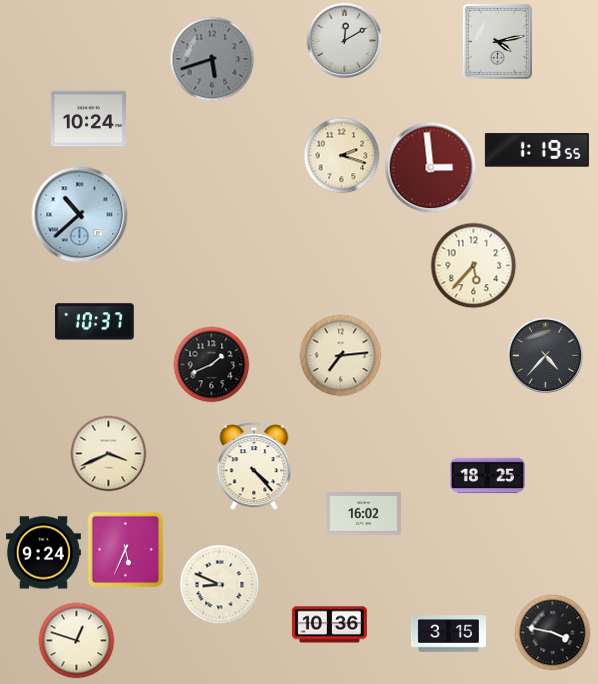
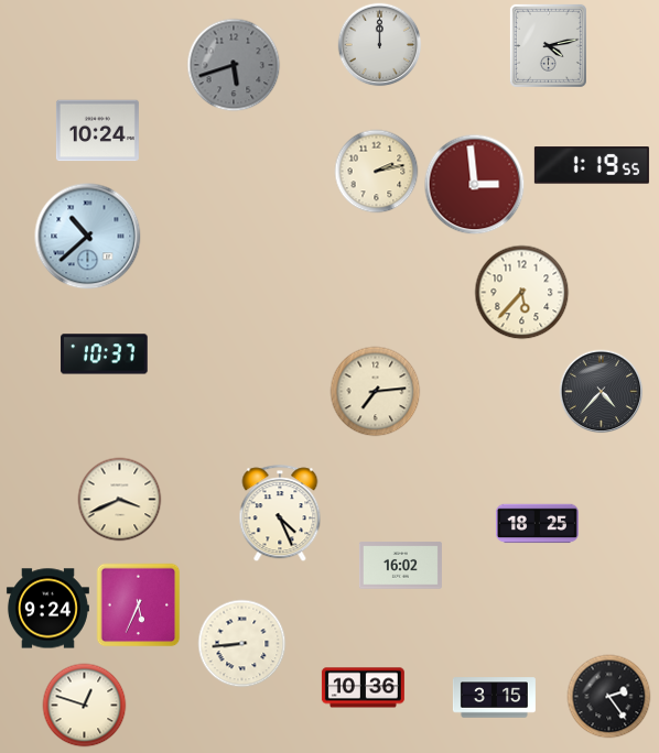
clock at (345, 41): 12:10 -> 12:00
clock at (342, 156): 2:18 -> 2:13
clock at (212, 365): 1:41 -> none
clock at (254, 467): 4:23 -> 4:26
clock at (220, 585): 8:49 -> 8:44
clock at (553, 633): 3:47 -> 2:24
